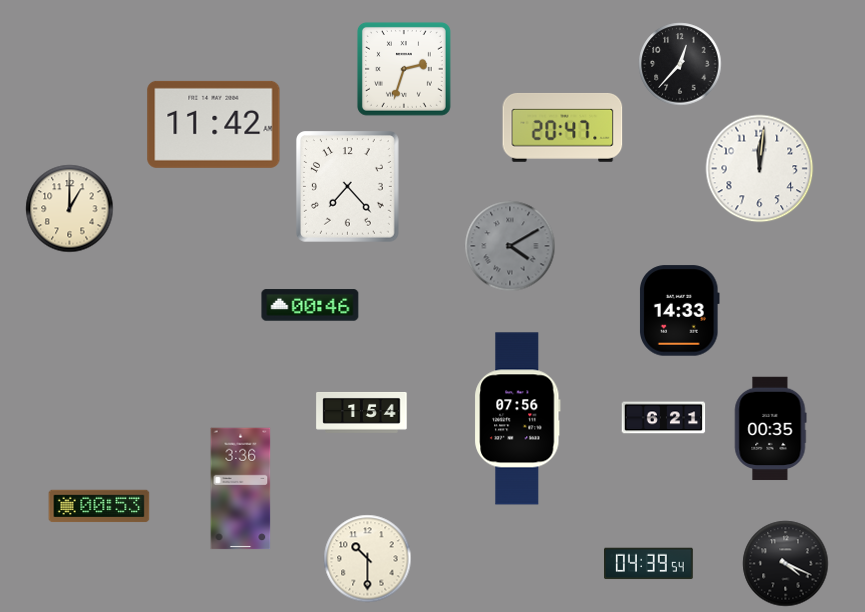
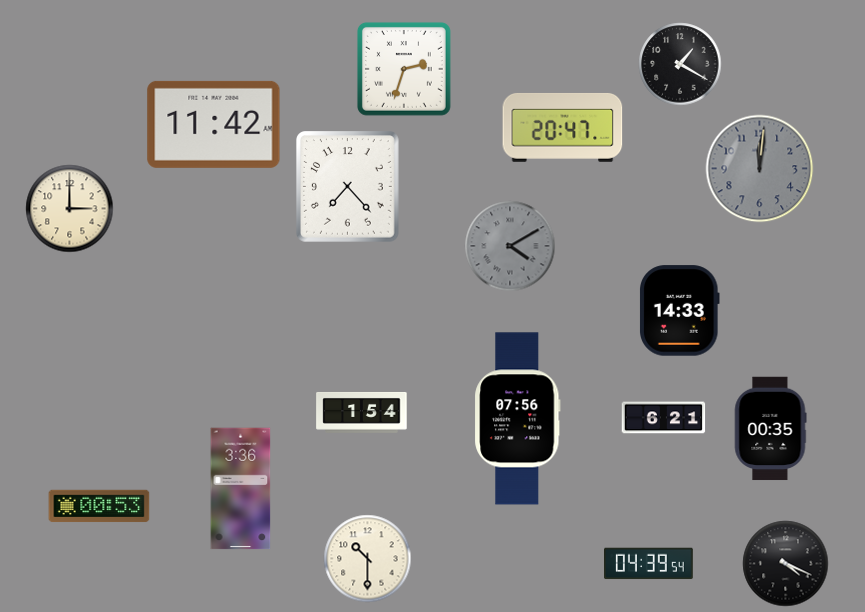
clock at (680, 64): 12:37 -> 1:20
clock at (760, 169) dial: white -> grey
clock at (70, 209): 1:00 -> 3:00
clock at (310, 305): 00:46 -> none
